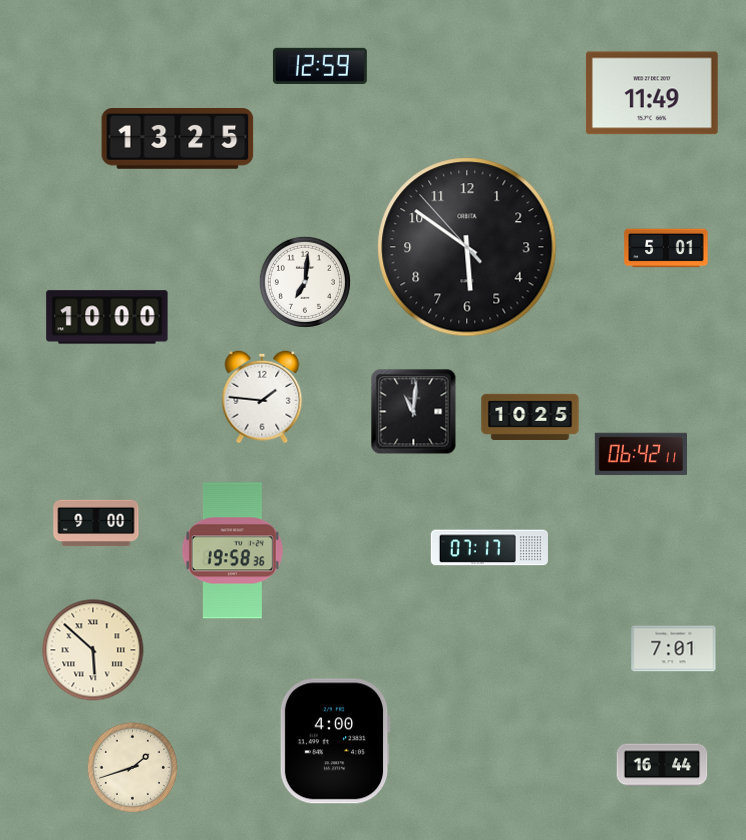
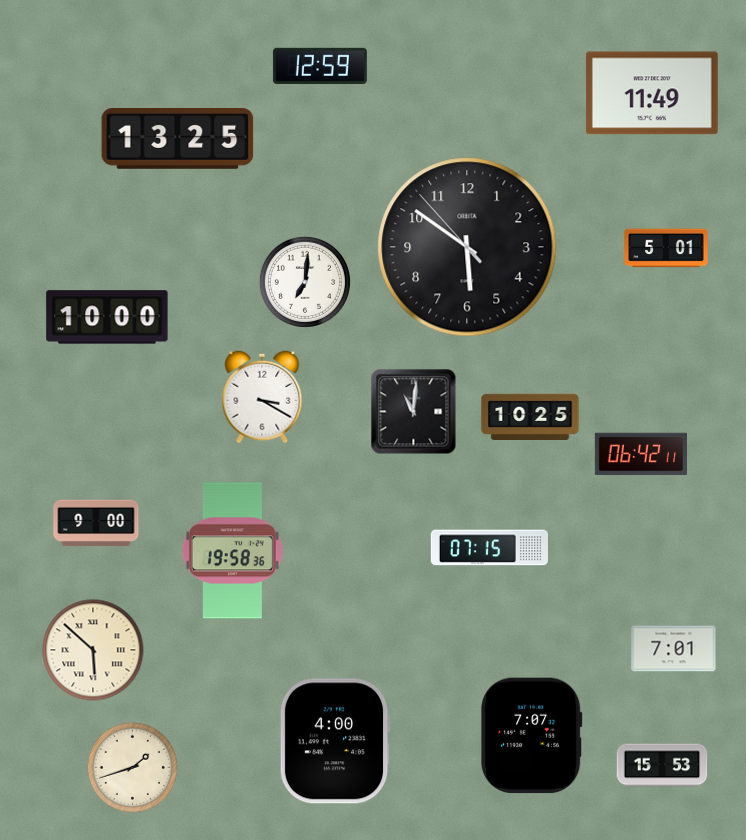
clock at (262, 397): 1:46 -> 3:20
clock at (489, 548): 07:17 -> 07:15
clock at (532, 736): none -> 7:07
clock at (662, 765): 16:44 -> 15:53
